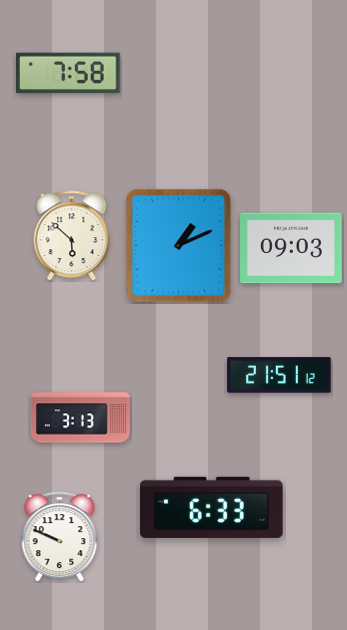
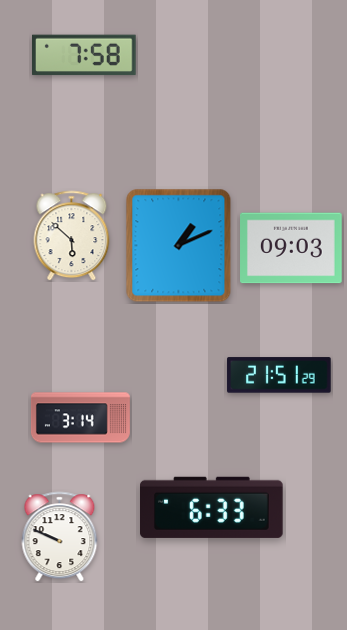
clock at (68, 73) position: (68, 73) -> (84, 55)
clock at (279, 375): 21:51:12 -> 21:51:29
clock at (80, 418): 3:13 -> 3:14
